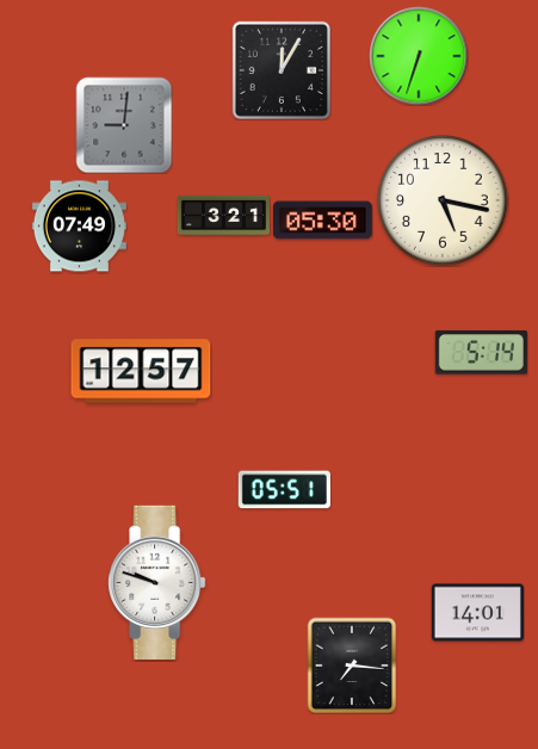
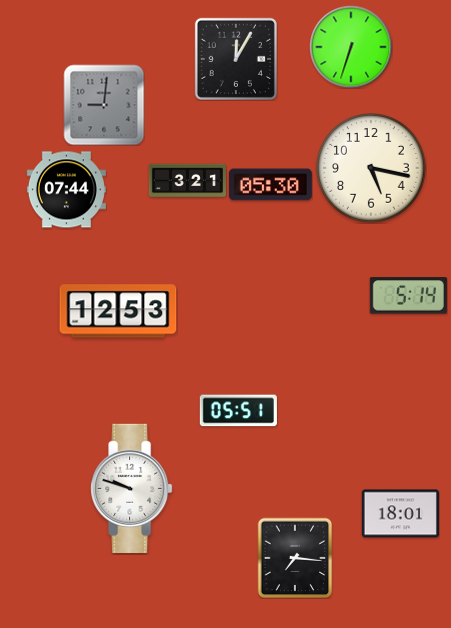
clock at (79, 227): 07:49 -> 07:44
clock at (481, 353) position: (481, 353) -> (408, 296)
clock at (141, 371): 12:57 -> 12:53
clock at (477, 613): 14:01 -> 18:01
